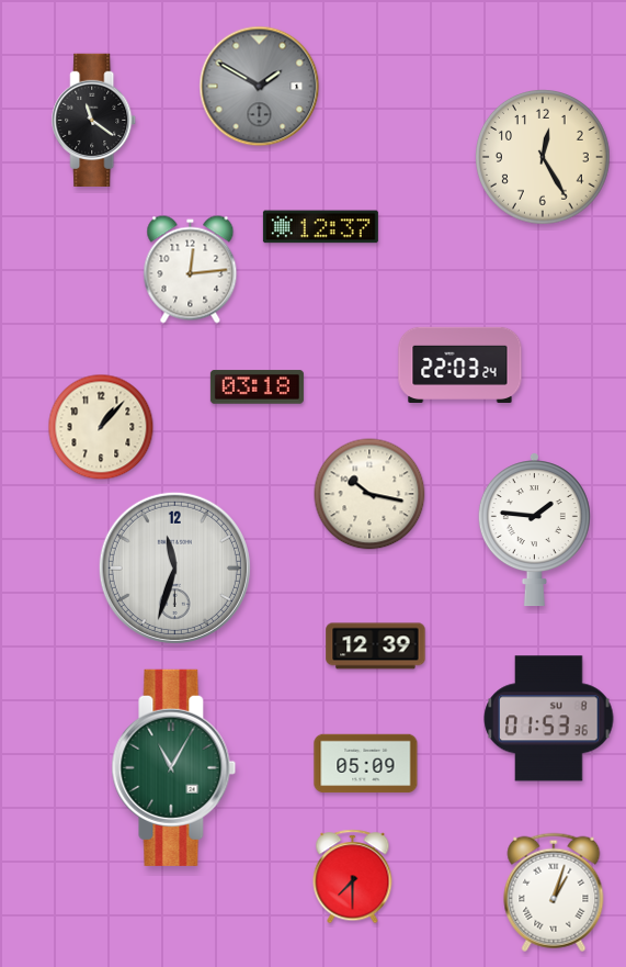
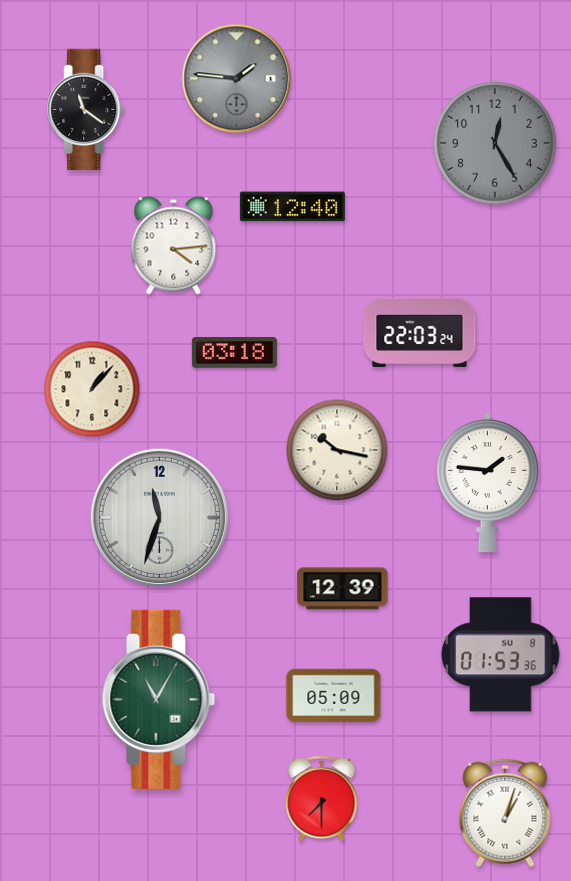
clock at (260, 87): 1:50 -> 1:46
clock at (544, 158) dial: cream -> grey
clock at (320, 227): 12:37 -> 12:40
clock at (191, 270): 12:14 -> 4:14
